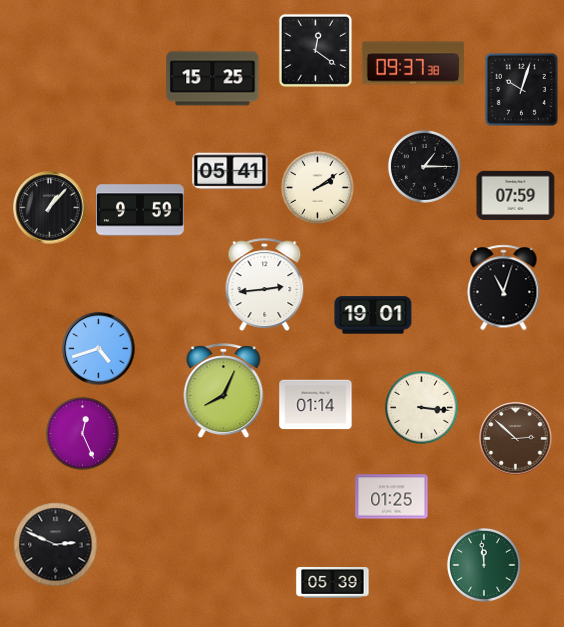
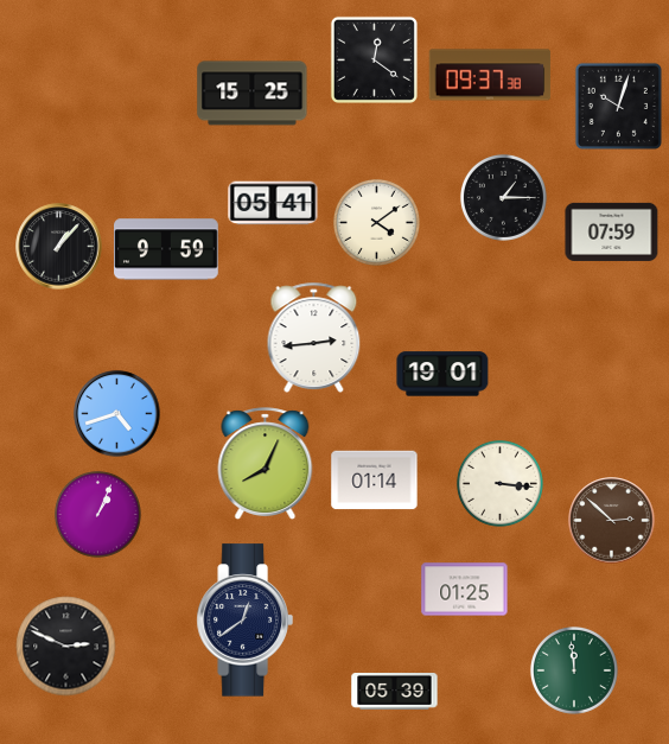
clock at (317, 187): 2:09 -> 4:09
clock at (504, 288): 11:03 -> none
clock at (82, 433): 12:26 -> 1:04
clock at (244, 621): none -> 12:39
